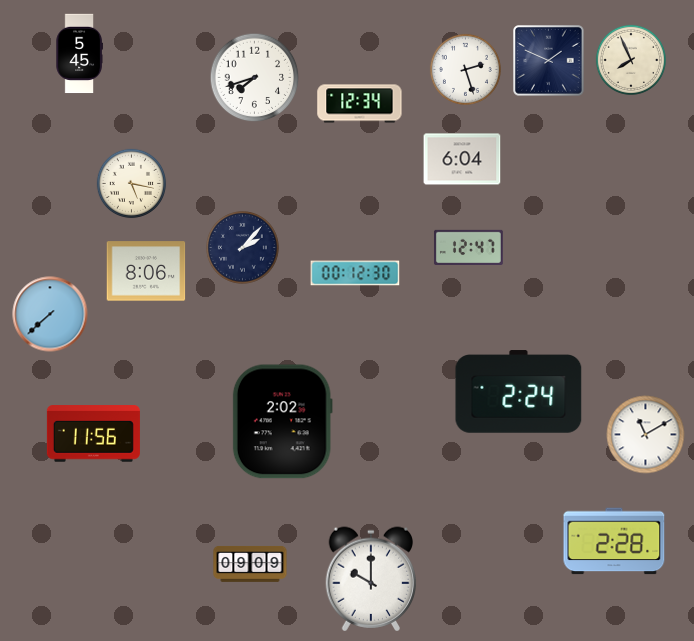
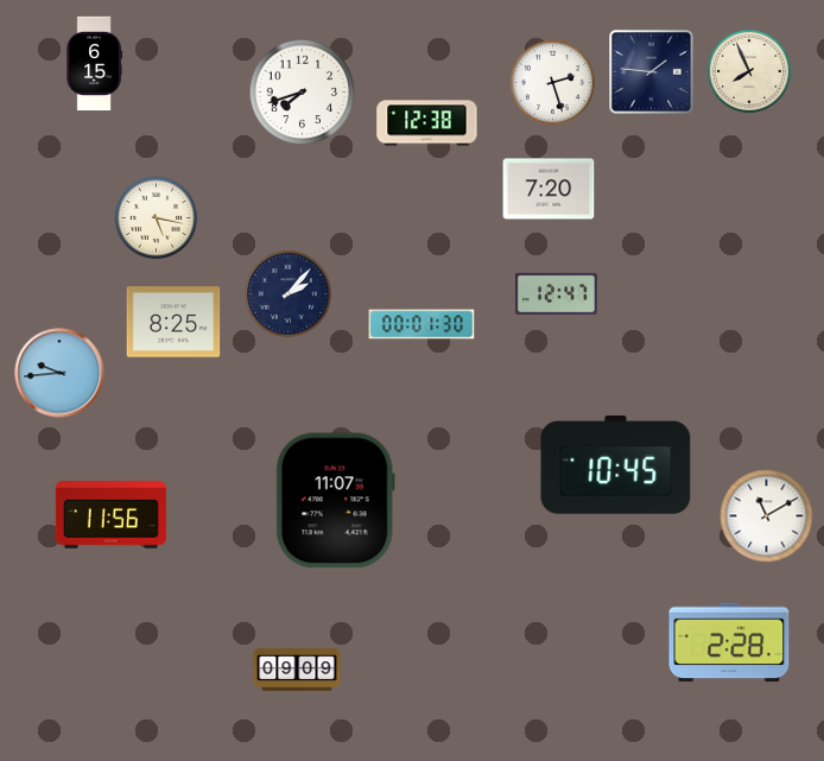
clock at (79, 54): 5:45 -> 6:15
clock at (549, 61): 1:49 -> 1:46
clock at (360, 104): 12:34 -> 12:38
clock at (462, 159): 6:04 -> 7:20
clock at (146, 271): 8:06 -> 8:25
clock at (355, 273): 00:12 -> 00:01
clock at (50, 314): 7:38 -> 9:44
clock at (519, 392): 2:24 -> 10:45
clock at (282, 422): 2:02 -> 11:07
clock at (371, 579): 10:00 -> none
